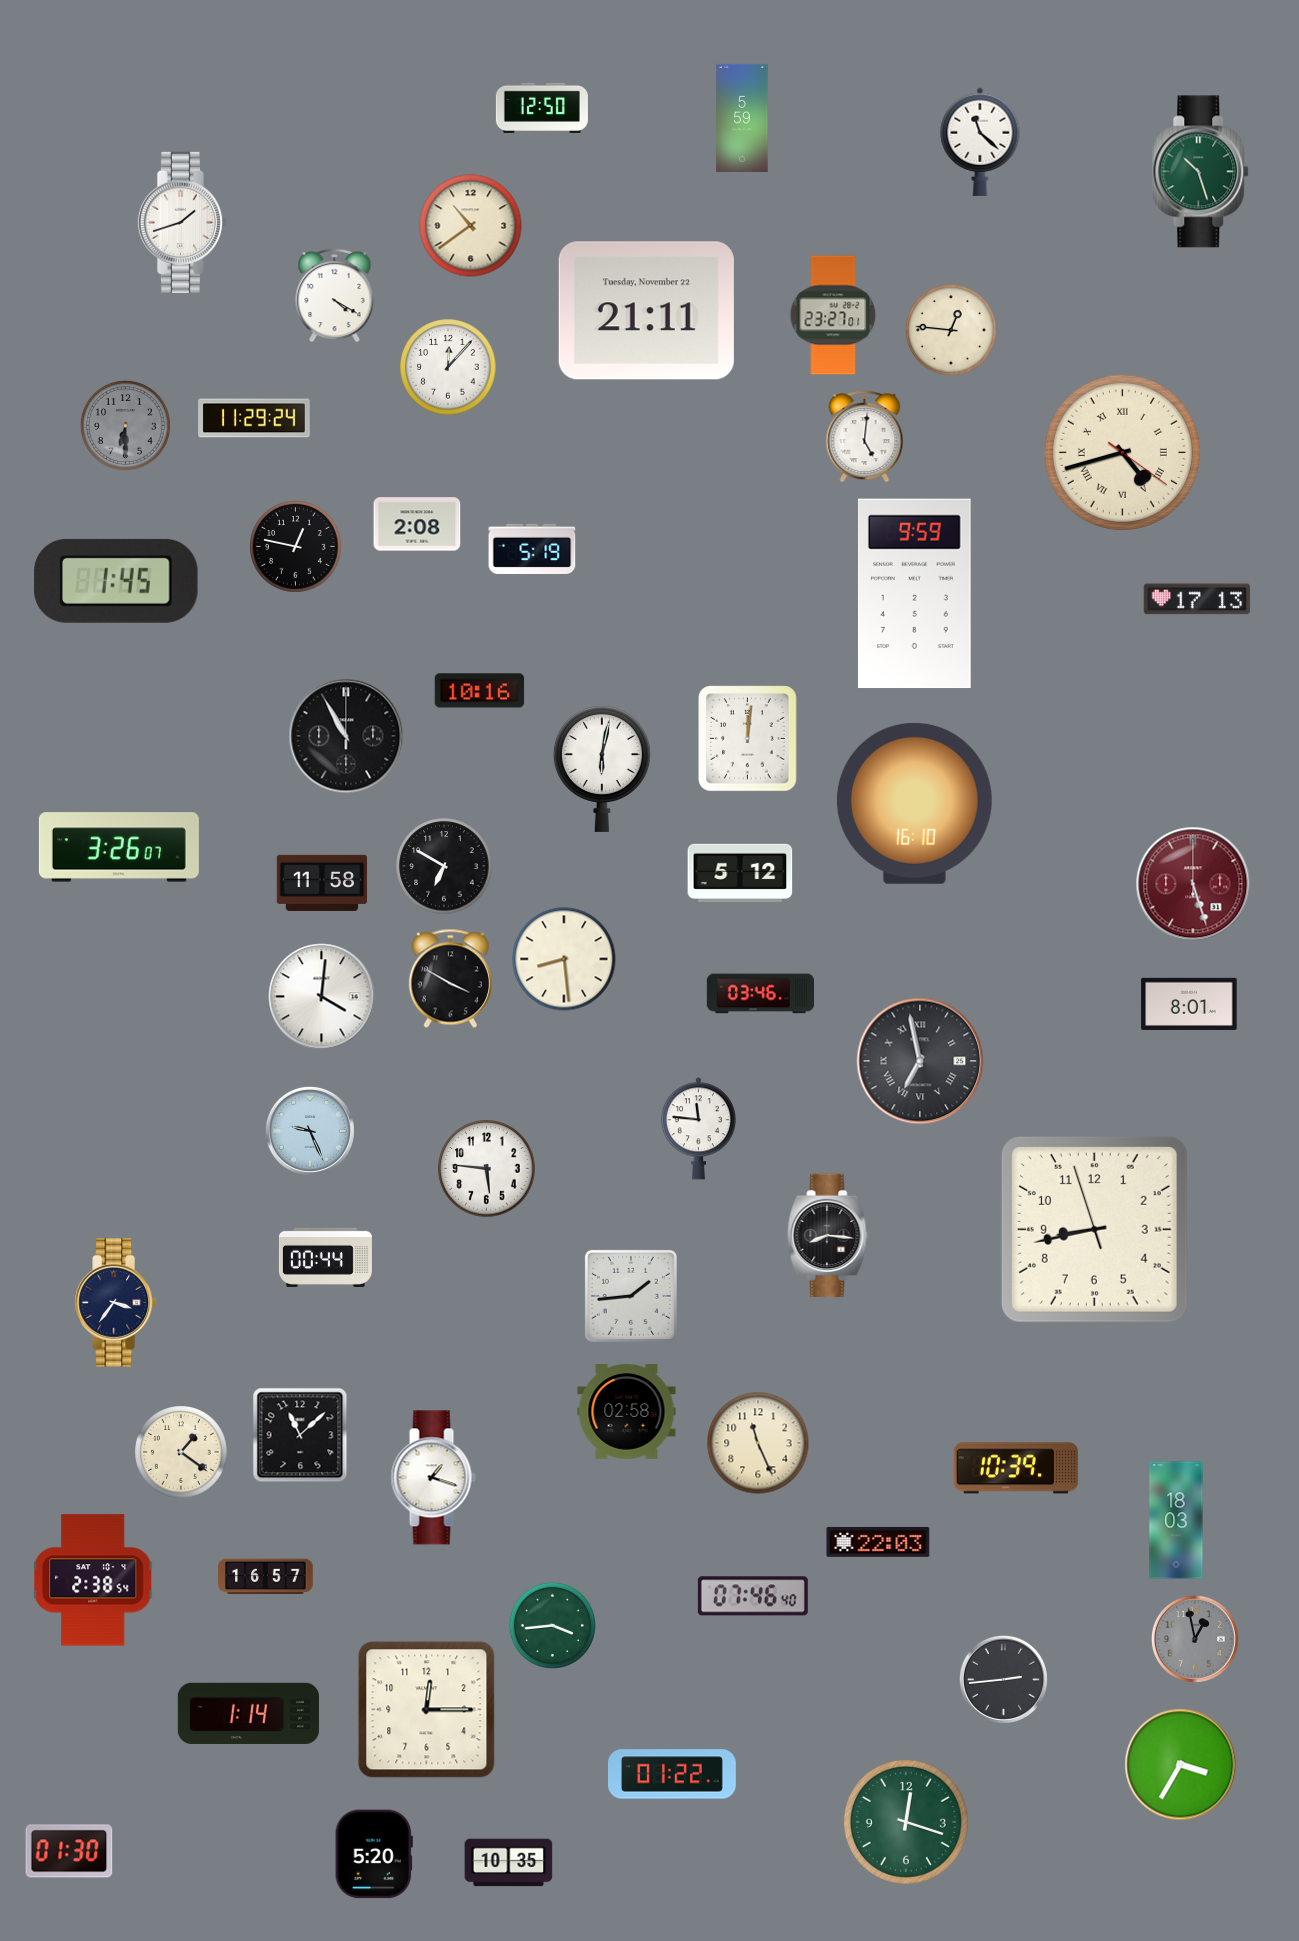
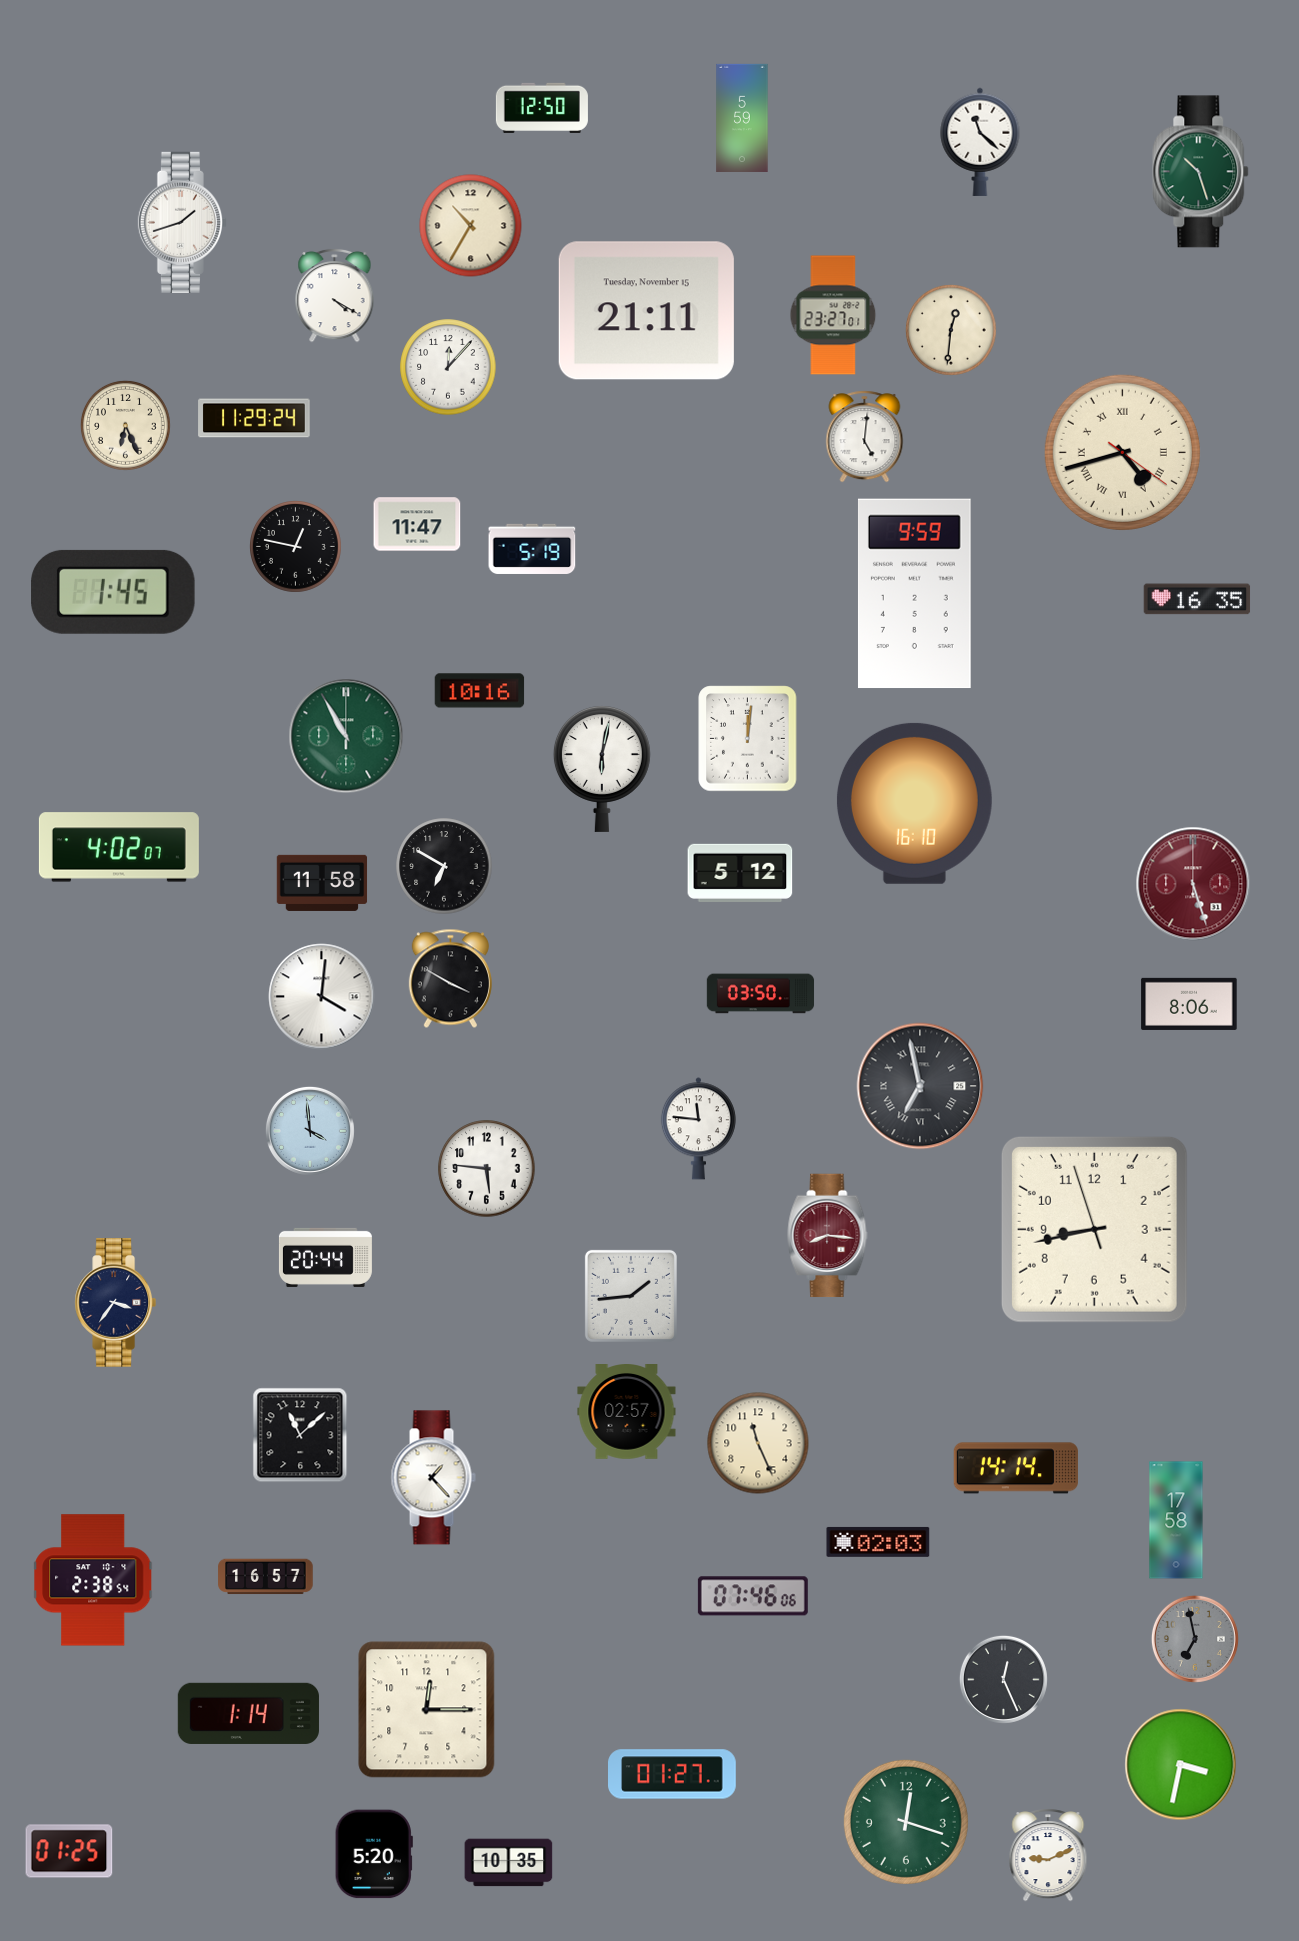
clock at (471, 226): 10:39 -> 10:35
clock at (646, 311) date: Tuesday, November 22 -> Tuesday, November 15
clock at (951, 330): 12:46 -> 12:31
clock at (125, 425): 6:30 -> 6:26
clock at (125, 425) dial: grey -> cream
clock at (417, 524): 2:08 -> 11:47
clock at (116, 581) position: (116, 581) -> (113, 592)
clock at (1197, 599): 17:13 -> 16:35
clock at (346, 736) dial: black -> green
clock at (119, 847): 3:26 -> 4:02
clock at (564, 959): 8:29 -> none
clock at (761, 994): 03:46 -> 03:50
clock at (1189, 1004): 8:01 -> 8:06
clock at (920, 1061) position: (920, 1061) -> (920, 1086)
clock at (310, 1131): 9:26 -> 3:59
clock at (828, 1236) dial: black -> burgundy
clock at (325, 1257): 00:44 -> 20:44
clock at (627, 1412): 02:58 -> 02:57
clock at (181, 1452): 1:21 -> none
clock at (1016, 1468): 10:39 -> 14:14
clock at (433, 1478): 1:18 -> 1:23
clock at (1176, 1520): 18:03 -> 17:58
clock at (878, 1542): 22:03 -> 02:03
clock at (753, 1596): 07:46:40 -> 07:46:06
clock at (552, 1625): 3:44 -> none
clock at (1195, 1639): 12:58 -> 6:58
clock at (1003, 1679): 2:44 -> 12:26
clock at (1181, 1765): 3:35 -> 3:32
clock at (673, 1774): 01:22 -> 01:27
clock at (69, 1851): 01:30 -> 01:25
clock at (1048, 1856): none -> 9:11
